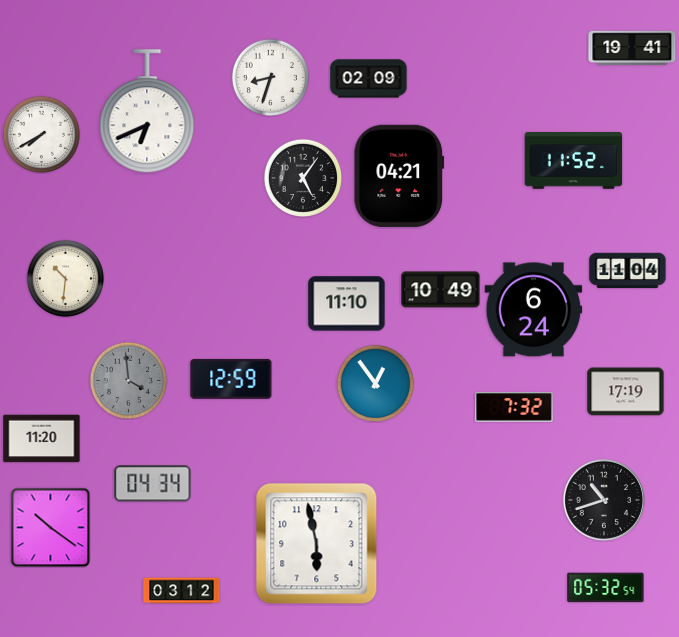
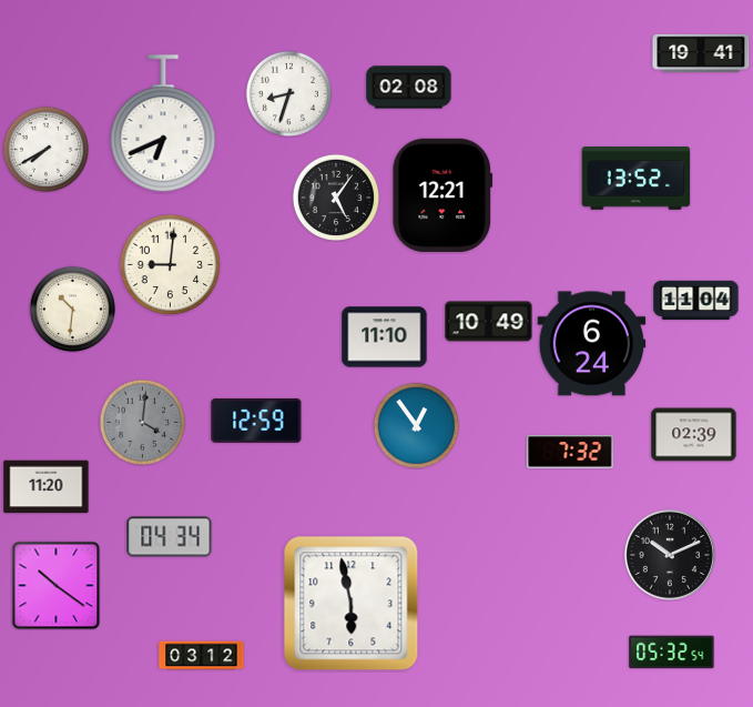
clock at (270, 77) position: (270, 77) -> (288, 93)
clock at (369, 79): 02:09 -> 02:08
clock at (574, 161): 11:52 -> 13:52
clock at (399, 176): 04:21 -> 12:21
clock at (170, 264): none -> 9:01
clock at (128, 380): 3:59 -> 4:01
clock at (626, 392): 17:19 -> 02:39
clock at (604, 500): 10:42 -> 10:11
